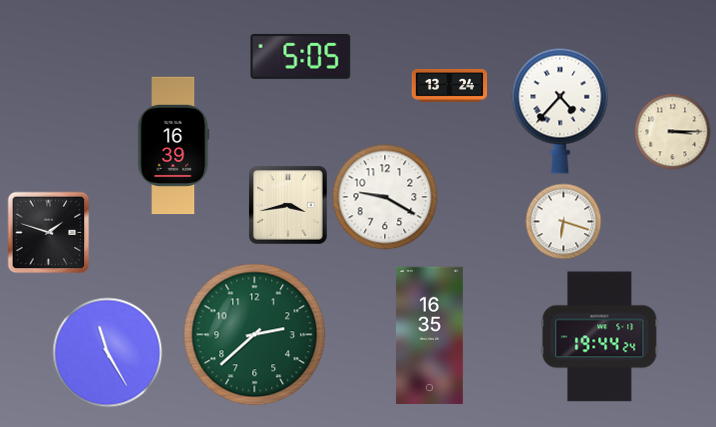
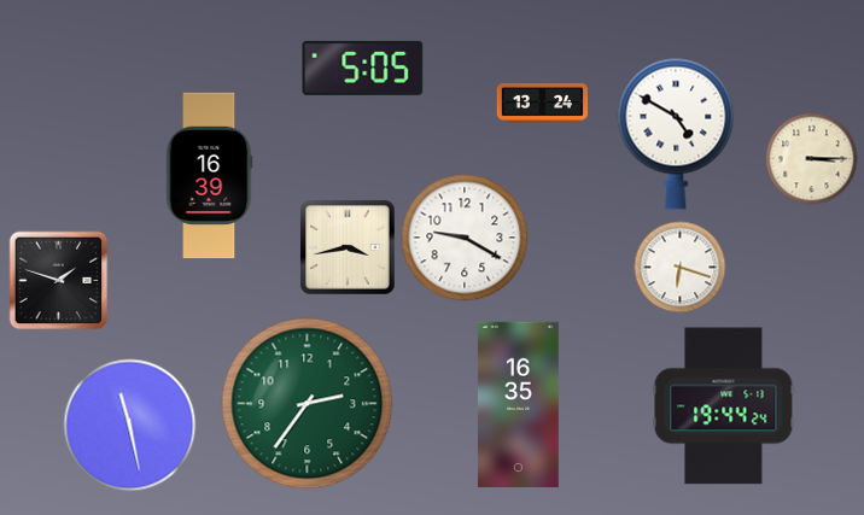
clock at (560, 111): 4:37 -> 4:50
clock at (255, 335): 2:38 -> 2:36
clock at (108, 353): 11:25 -> 11:28
